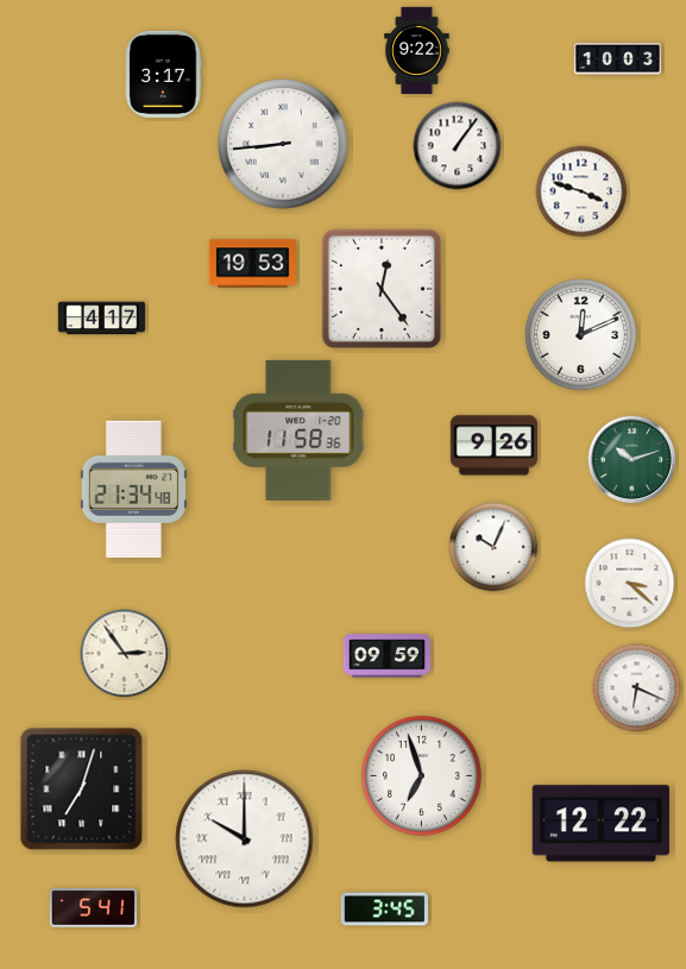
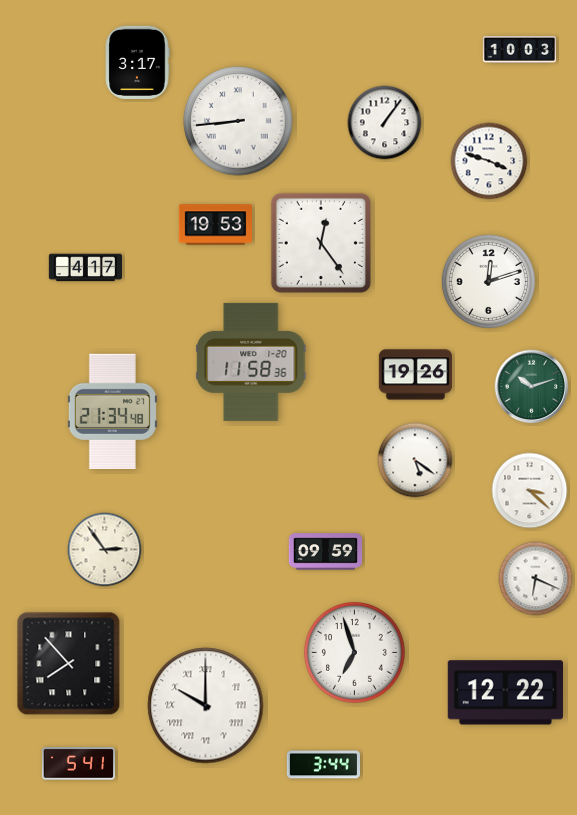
clock at (417, 50): 9:22 -> none
clock at (252, 264) position: (252, 264) -> (215, 225)
clock at (580, 334): 12:11 -> 12:12
clock at (493, 446): 9:26 -> 19:26
clock at (493, 547): 10:04 -> 5:21
clock at (82, 789): 7:03 -> 7:53
clock at (384, 910): 3:45 -> 3:44
